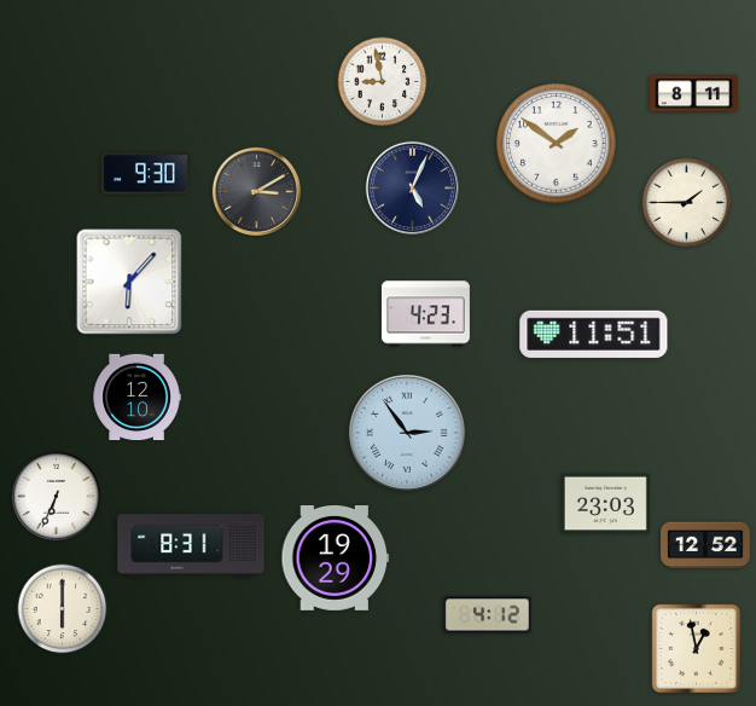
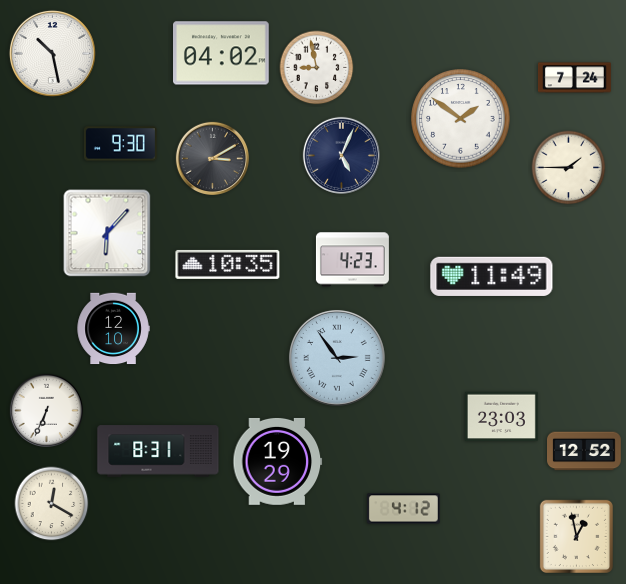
clock at (52, 53): none -> 10:28
clock at (222, 53): none -> 04:02
clock at (693, 94): 8:11 -> 7:24
clock at (228, 264): none -> 10:35
clock at (594, 334): 11:51 -> 11:49
clock at (63, 609): 6:00 -> 12:20
